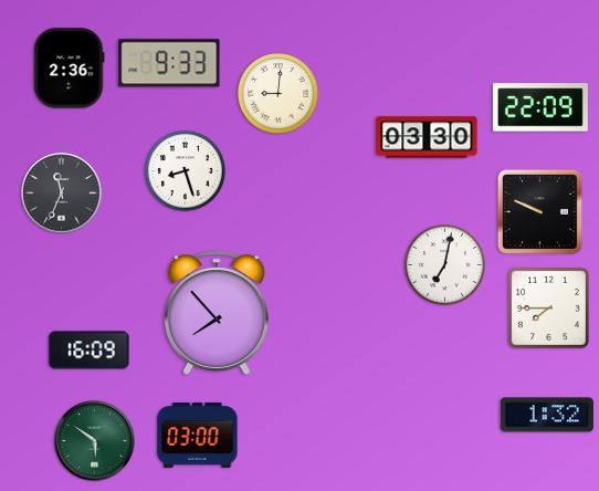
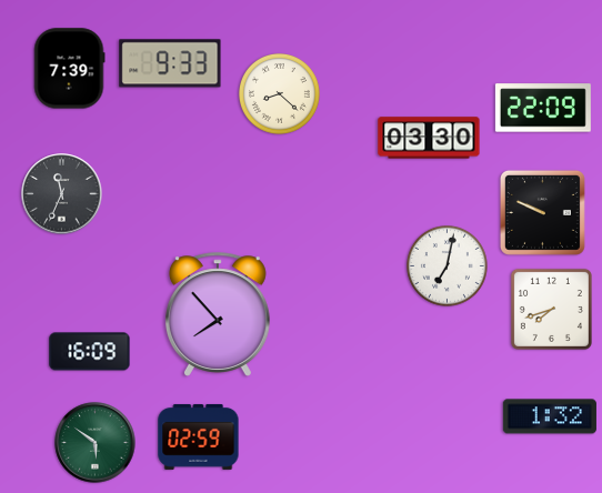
clock at (69, 69): 2:36 -> 7:39
clock at (279, 94): 9:01 -> 8:22
clock at (186, 171): 8:27 -> none
clock at (548, 307): 7:45 -> 7:42
clock at (198, 435): 03:00 -> 02:59
